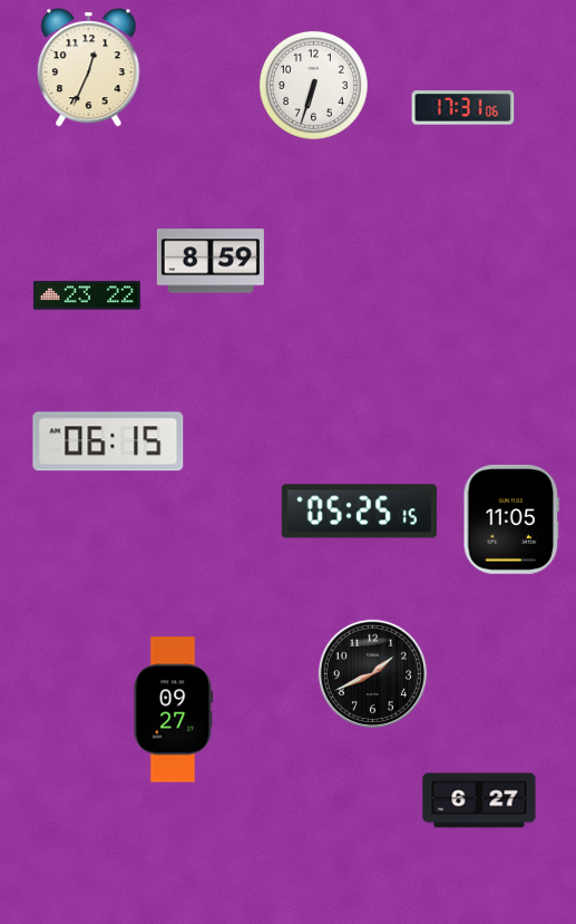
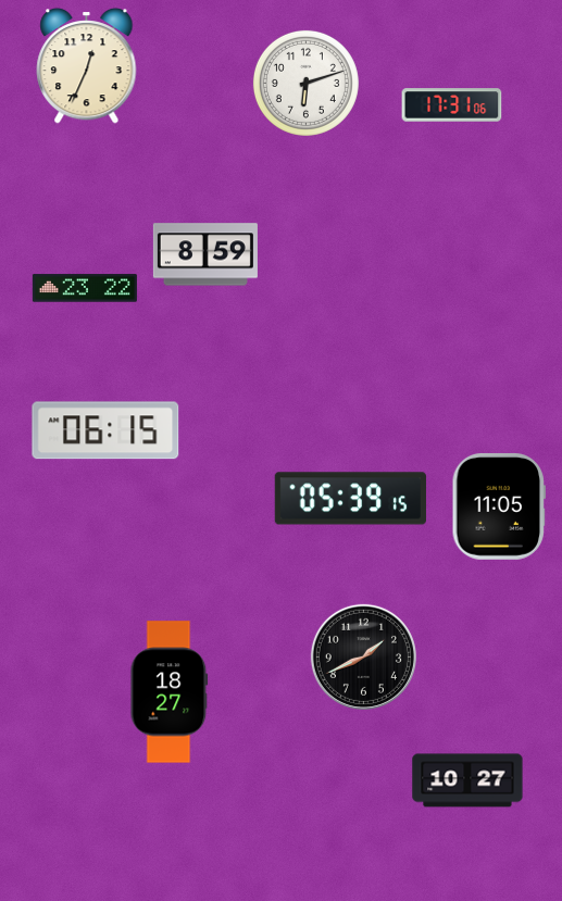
clock at (313, 85): 6:33 -> 6:12
clock at (359, 512): 05:25 -> 05:39
clock at (174, 710): 09:27 -> 18:27
clock at (479, 800): 6:27 -> 10:27
